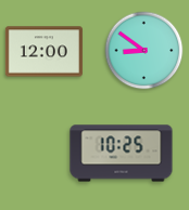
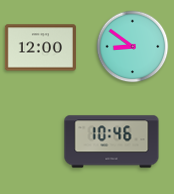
clock at (122, 154): 10:25 -> 10:46
